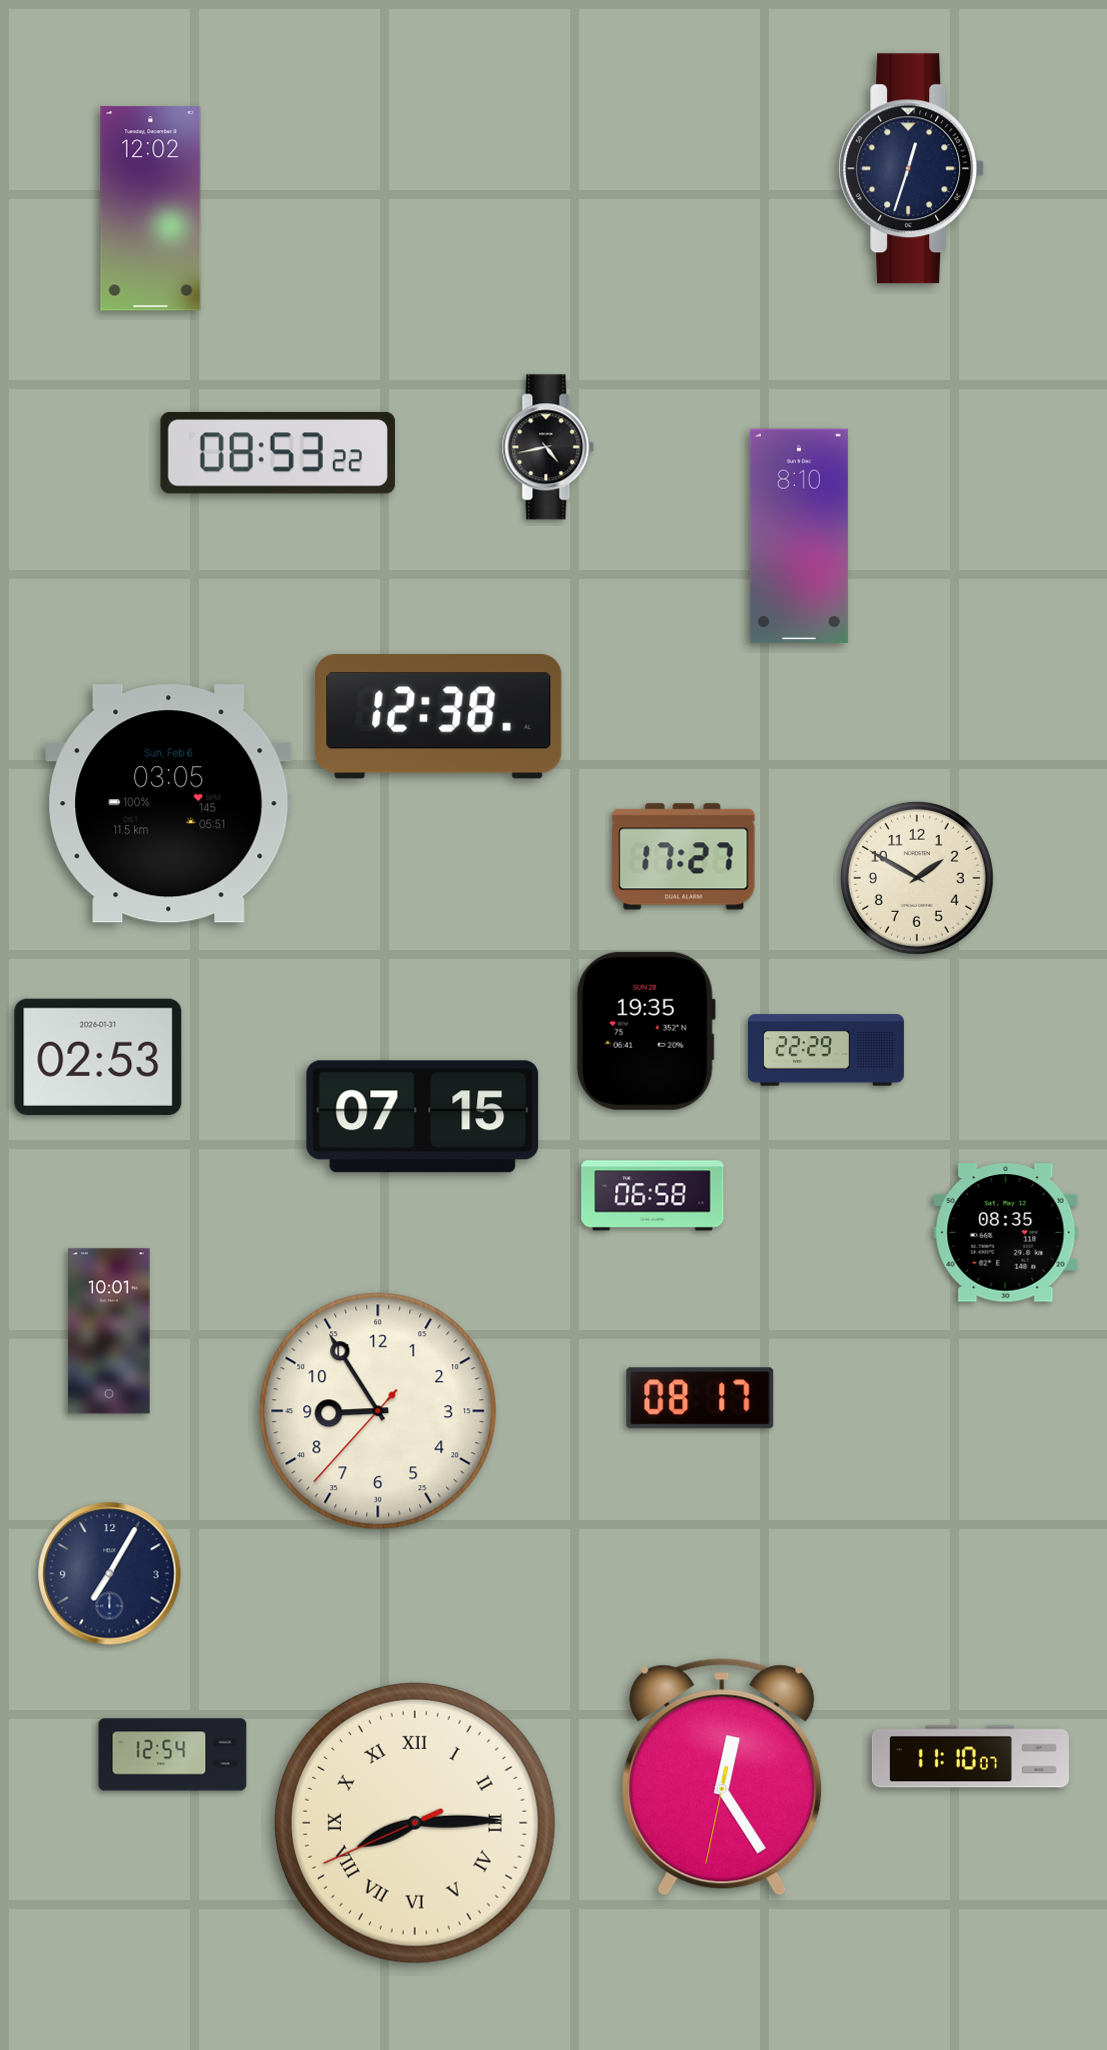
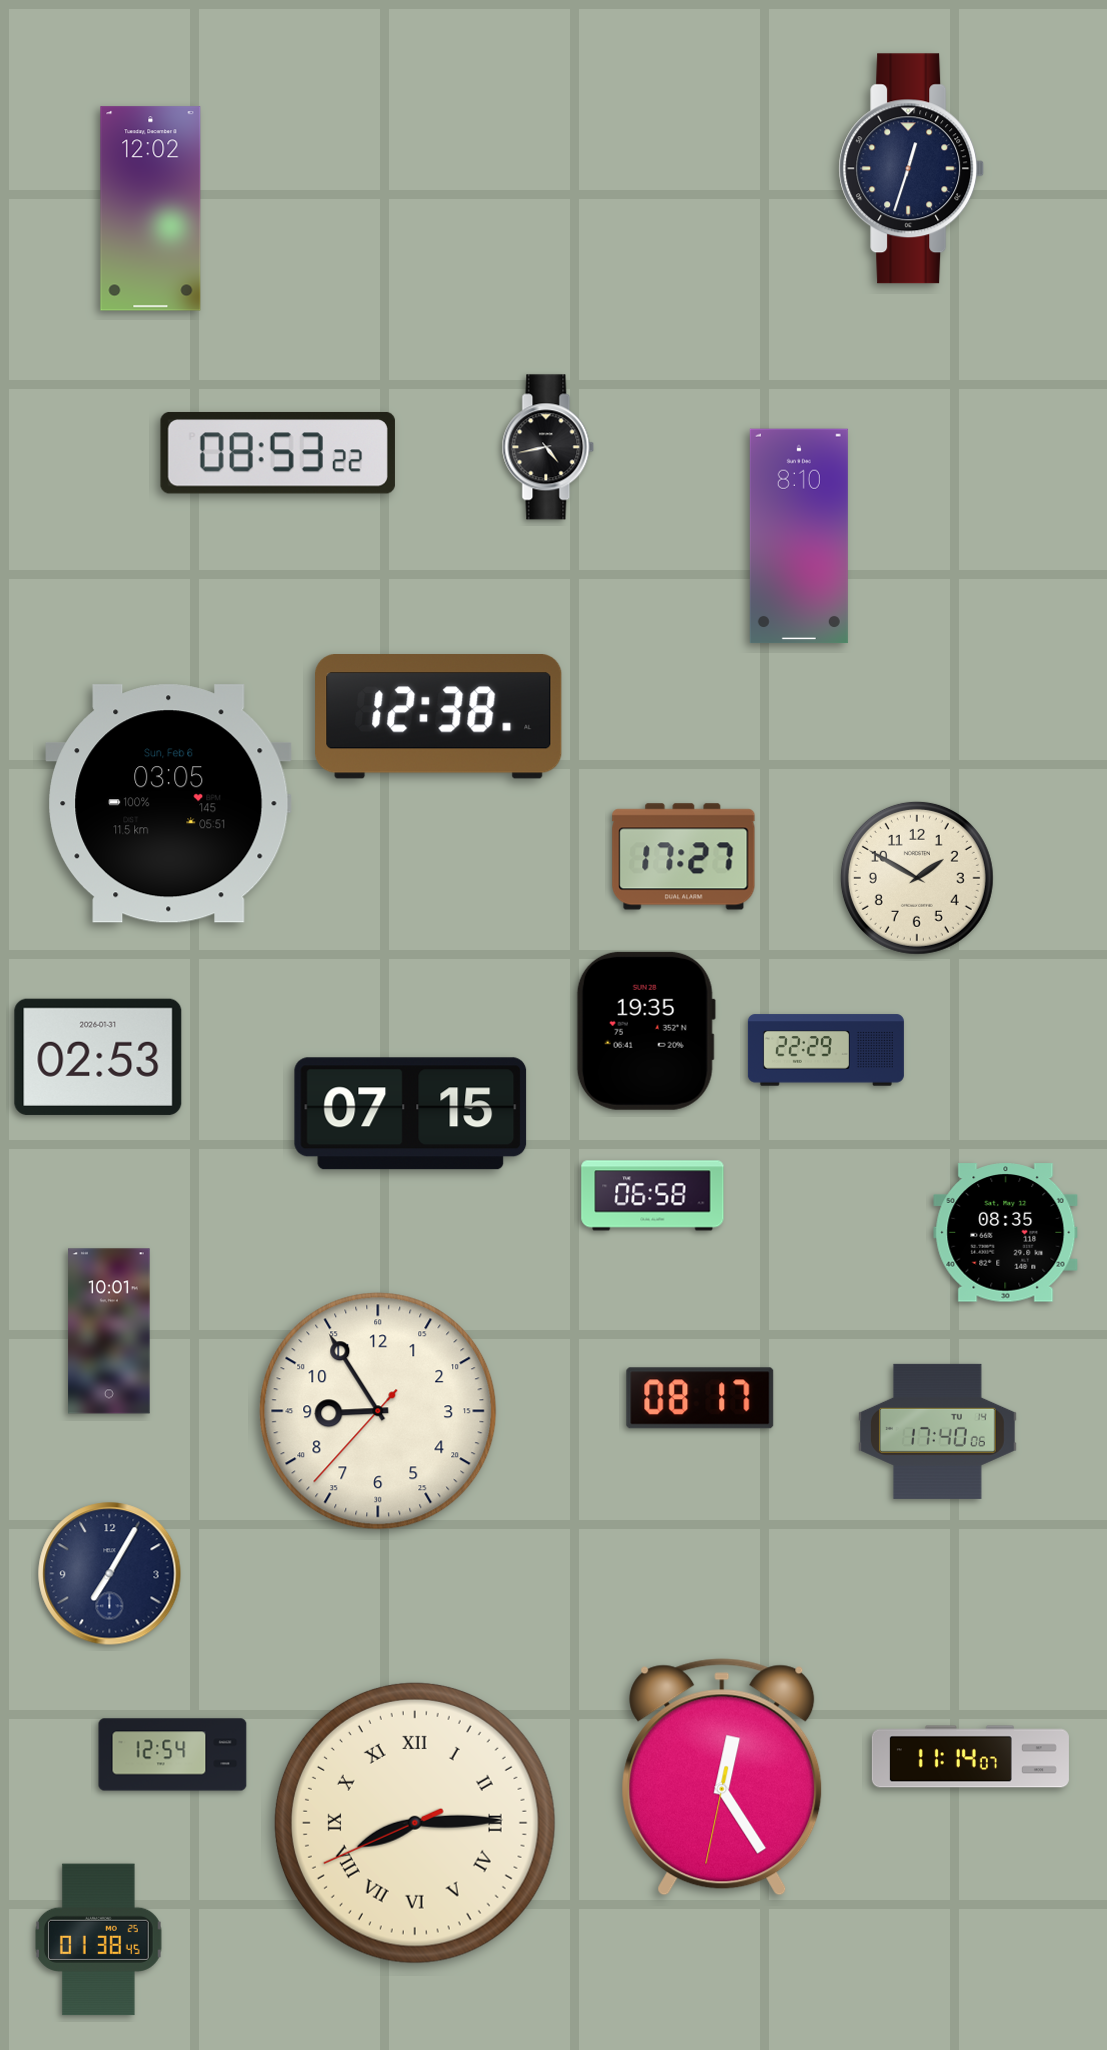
clock at (423, 1117) position: (423, 1117) -> (411, 1114)
clock at (938, 1431): none -> 17:40
clock at (970, 1757): 11:10 -> 11:14
clock at (99, 1940): none -> 01:38
